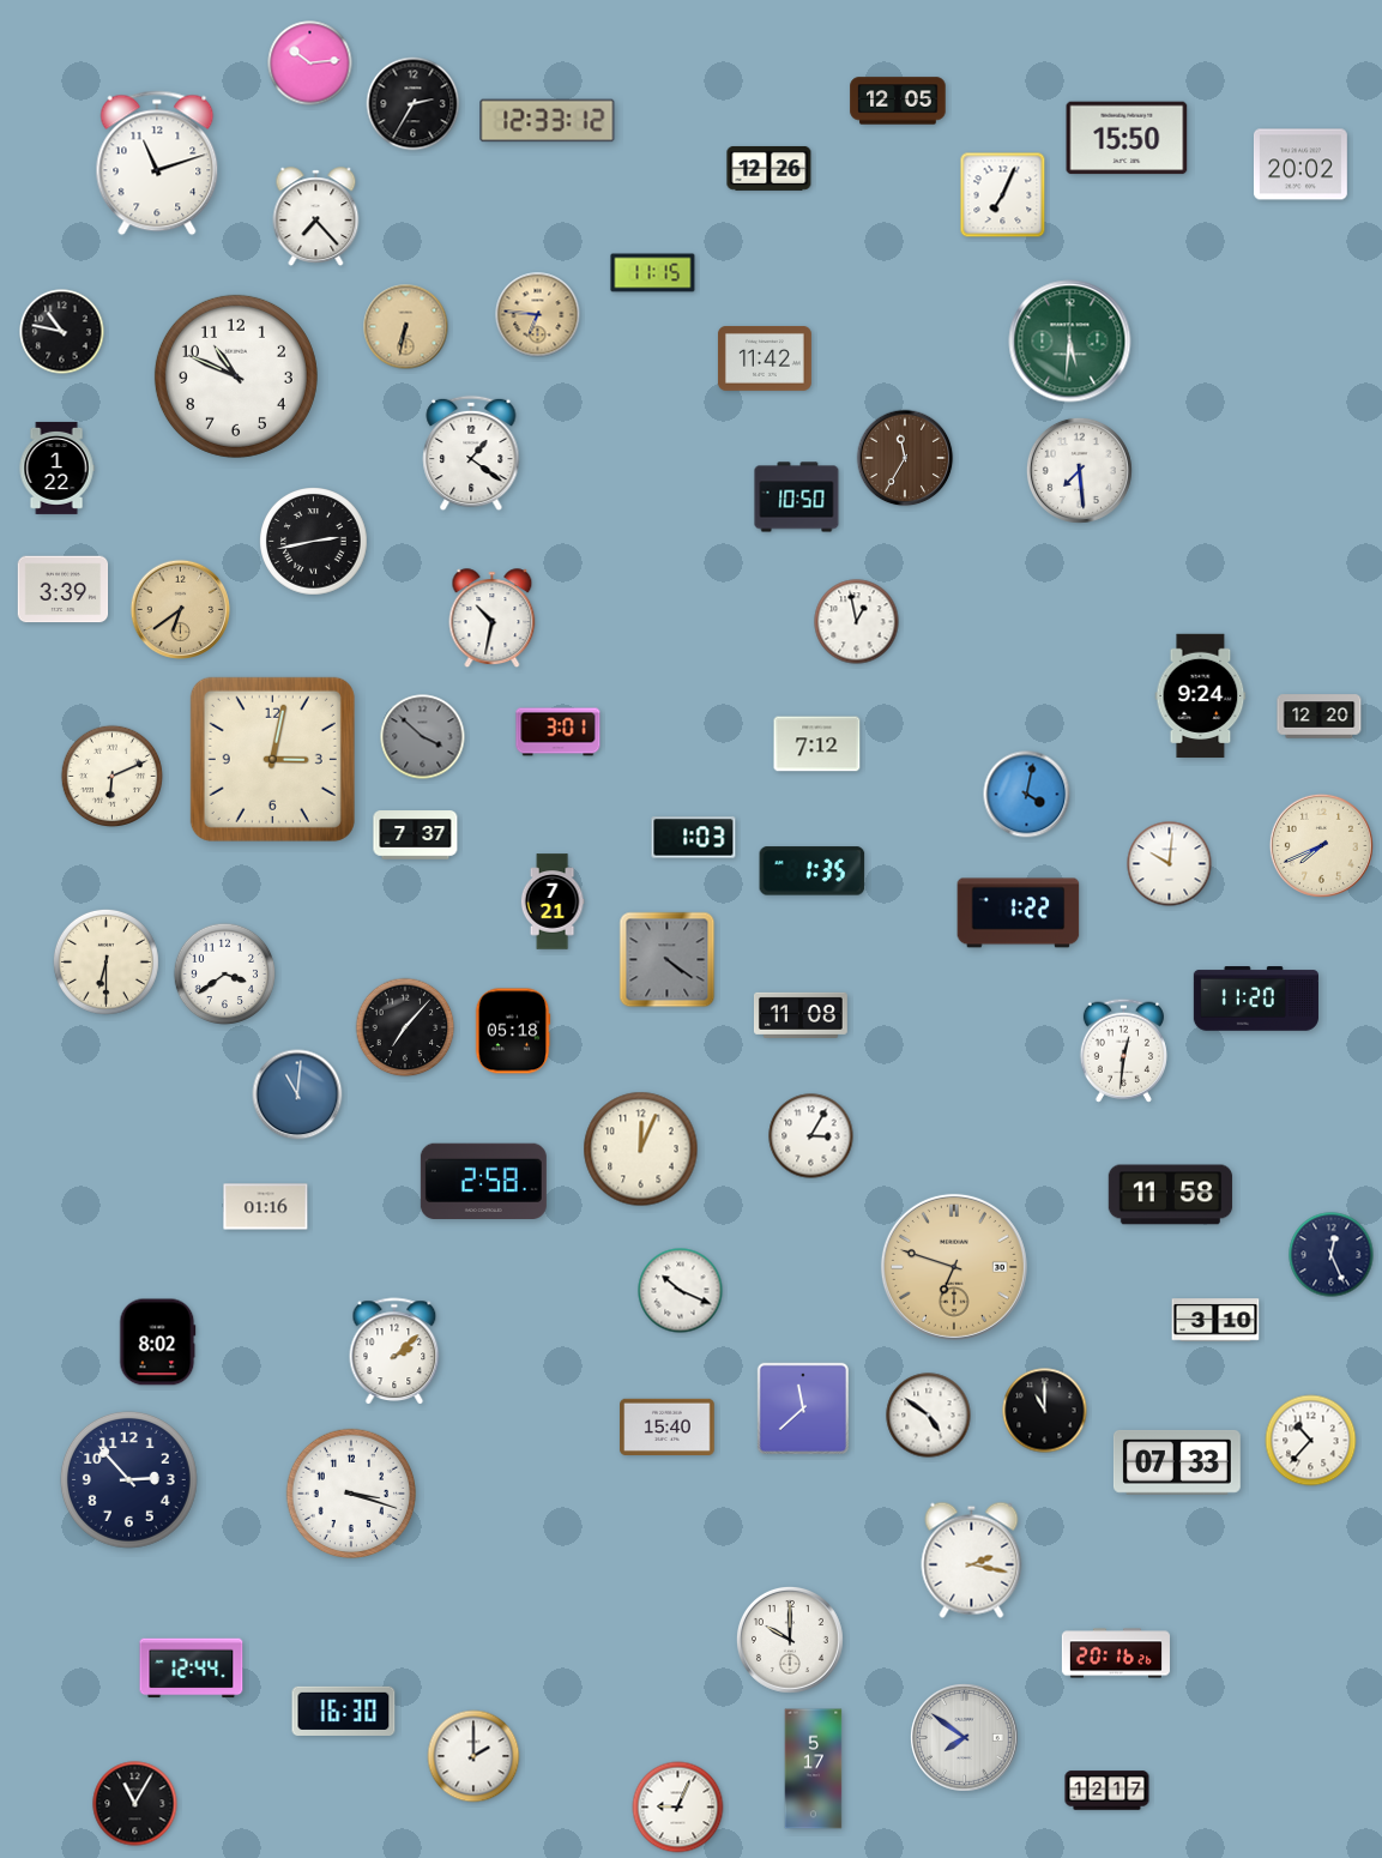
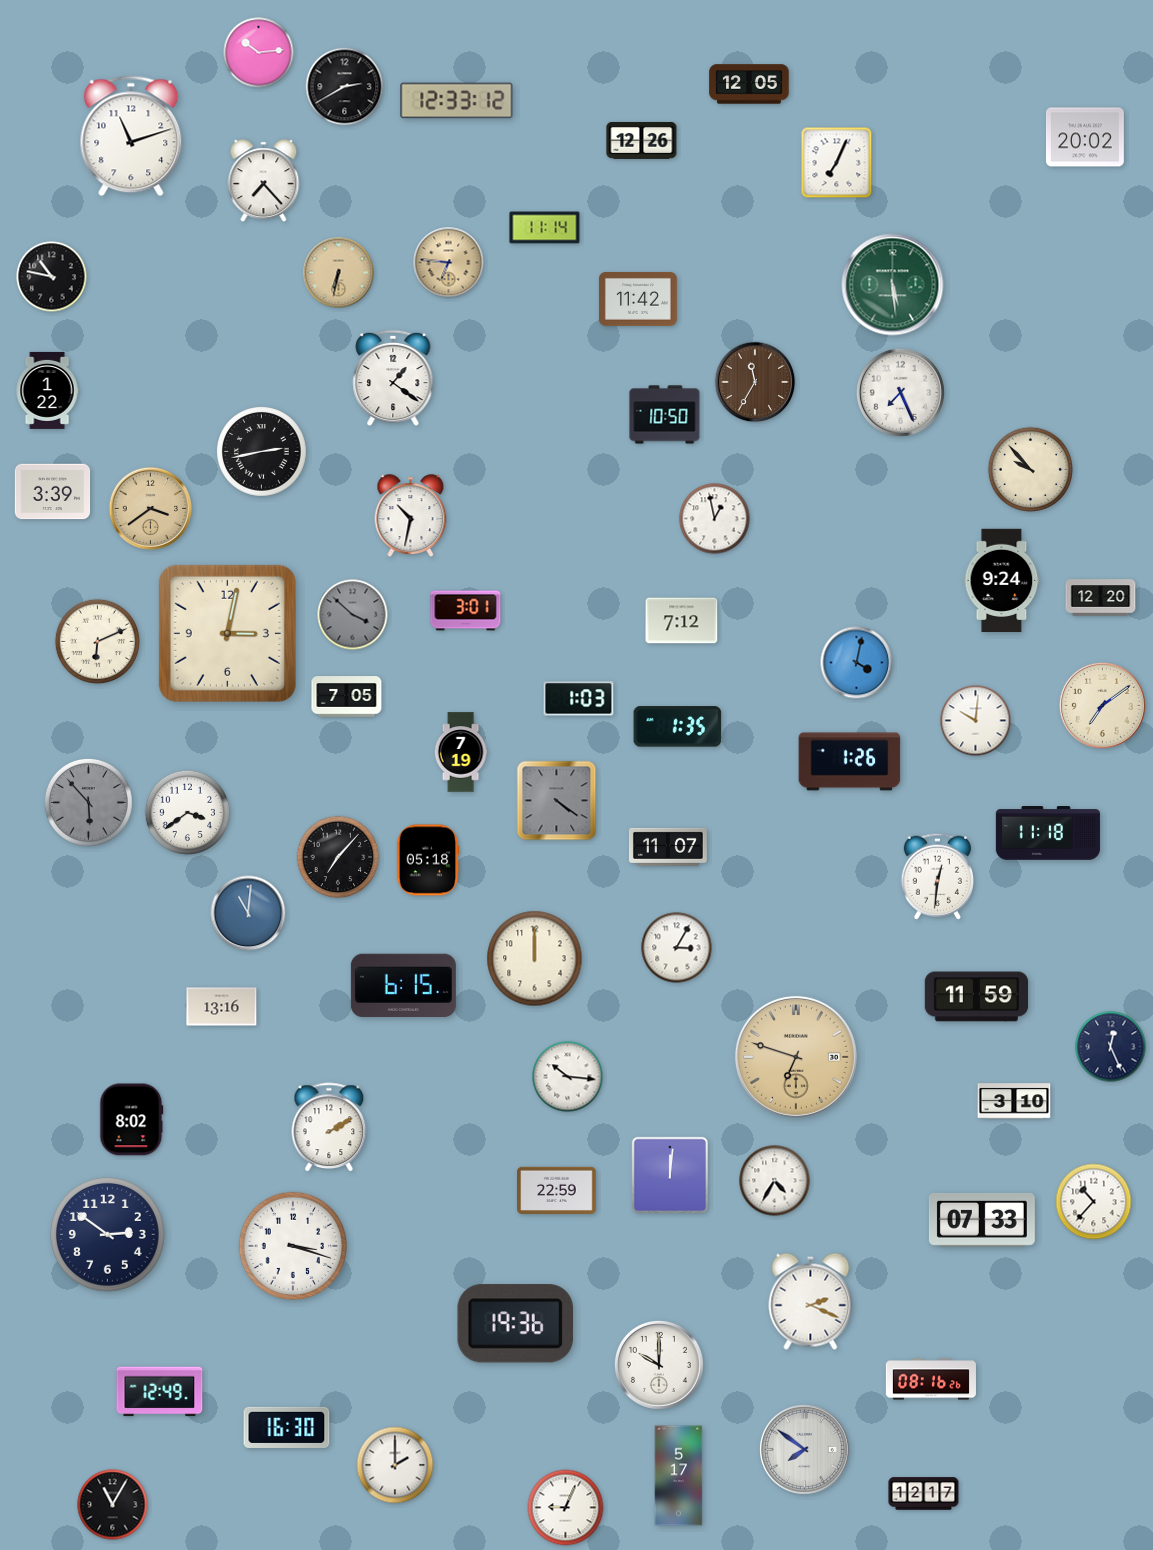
clock at (414, 104): 2:35 -> 2:40
clock at (1127, 138): 15:50 -> none
clock at (653, 273): 11:15 -> 11:14
clock at (1070, 342): 5:31 -> 5:29
clock at (236, 376): 10:49 -> none
clock at (1079, 470): 7:29 -> 7:26
clock at (1031, 470): none -> 9:53
clock at (180, 609): 6:39 -> 3:39
clock at (113, 777) position: (113, 777) -> (98, 642)
clock at (416, 836): 7:37 -> 7:05
clock at (1321, 845): 7:41 -> 7:09
clock at (553, 901): 7:21 -> 7:19
clock at (1019, 913): 1:22 -> 1:26
clock at (105, 961): 6:30 -> 5:53
clock at (105, 961) dial: cream -> grey
clock at (1256, 999): 11:20 -> 11:18
clock at (801, 1015): 11:08 -> 11:07
clock at (641, 1150): 12:04 -> 12:00
clock at (483, 1181): 2:58 -> 6:15
clock at (1171, 1195): 11:58 -> 11:59
clock at (266, 1207): 01:16 -> 13:16
clock at (681, 1291): 10:19 -> 10:16
clock at (394, 1351): 2:08 -> 2:10
clock at (803, 1408): 11:38 -> 12:01
clock at (1045, 1411): 11:00 -> none
clock at (929, 1416): 4:51 -> 4:35
clock at (668, 1426): 15:40 -> 22:59
clock at (128, 1479): 2:53 -> 2:51
clock at (972, 1560): 2:17 -> 2:19
clock at (515, 1324): none -> 19:36
clock at (790, 1640) position: (790, 1640) -> (659, 1365)
clock at (1116, 1653): 20:16 -> 08:16
clock at (192, 1669): 12:44 -> 12:49
